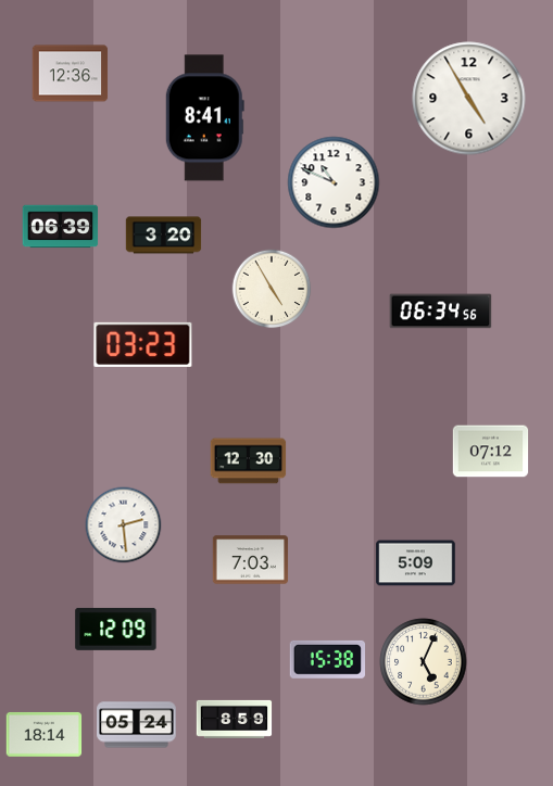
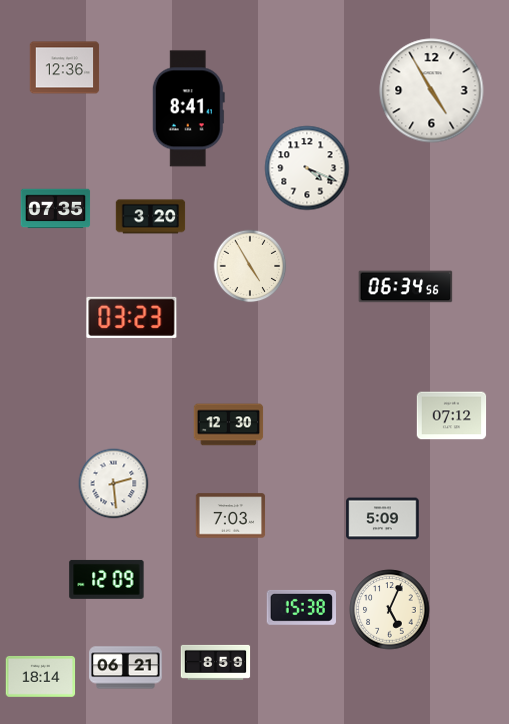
clock at (334, 182): 10:49 -> 4:19
clock at (61, 227): 06:39 -> 07:35
clock at (137, 725): 05:24 -> 06:21
